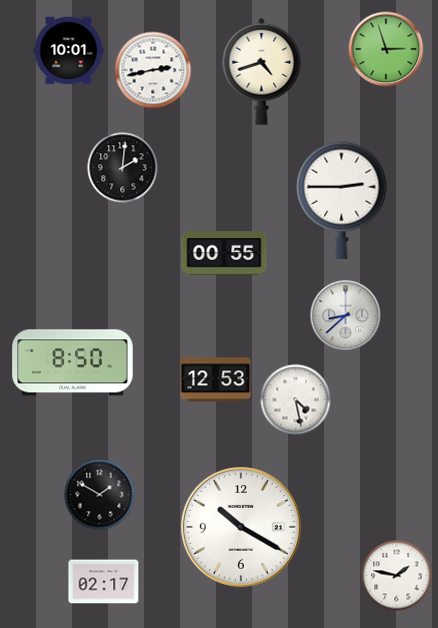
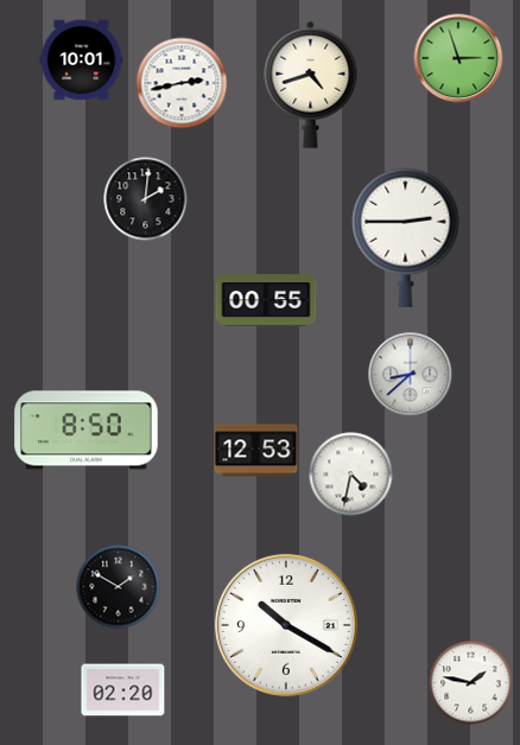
clock at (296, 400): 4:28 -> 4:32
clock at (104, 582): 02:17 -> 02:20
